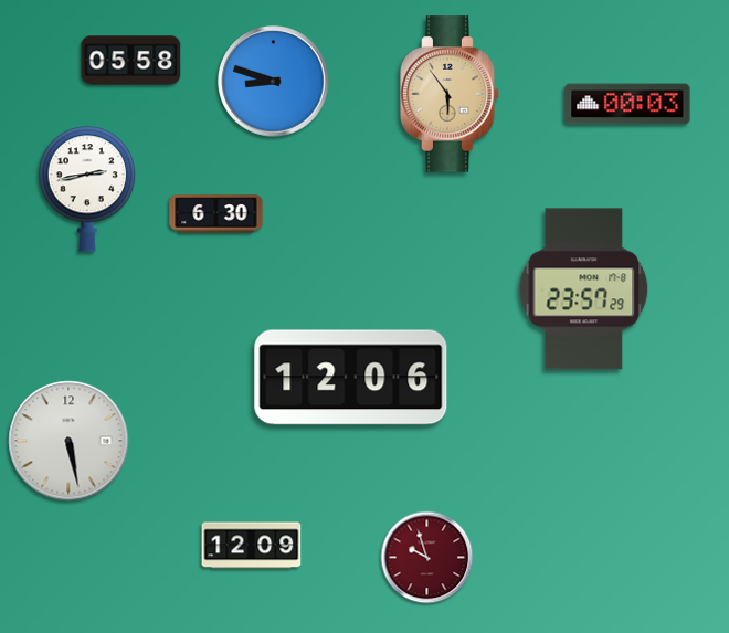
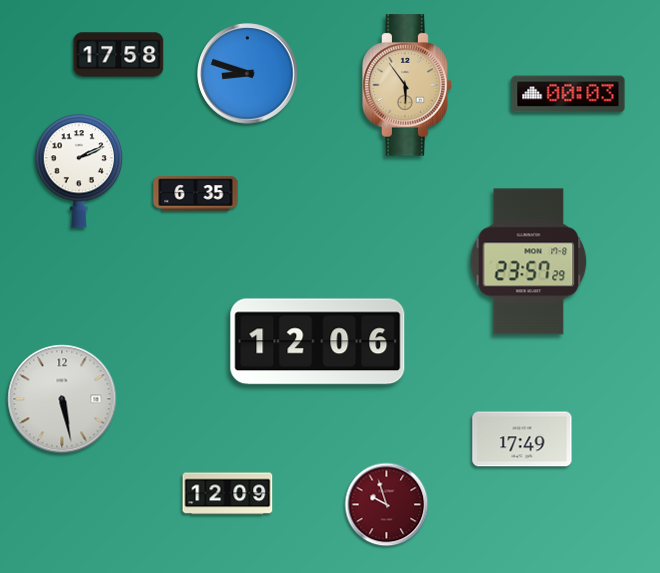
clock at (131, 61): 05:58 -> 17:58
clock at (87, 189): 2:43 -> 2:11
clock at (216, 214): 6:30 -> 6:35
clock at (522, 439): none -> 17:49
